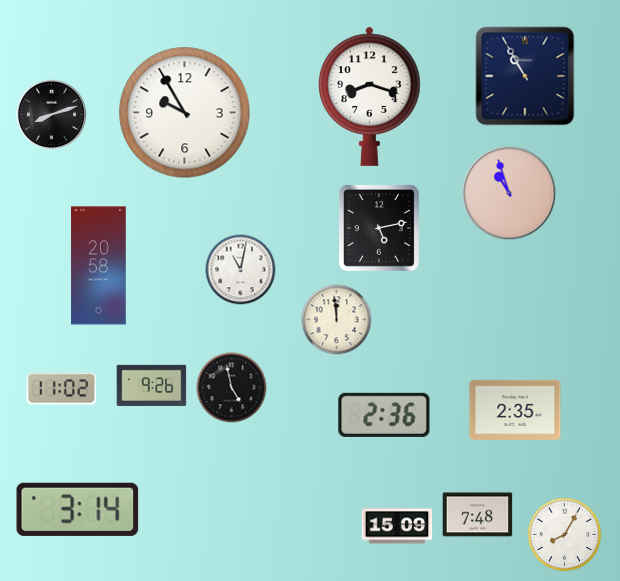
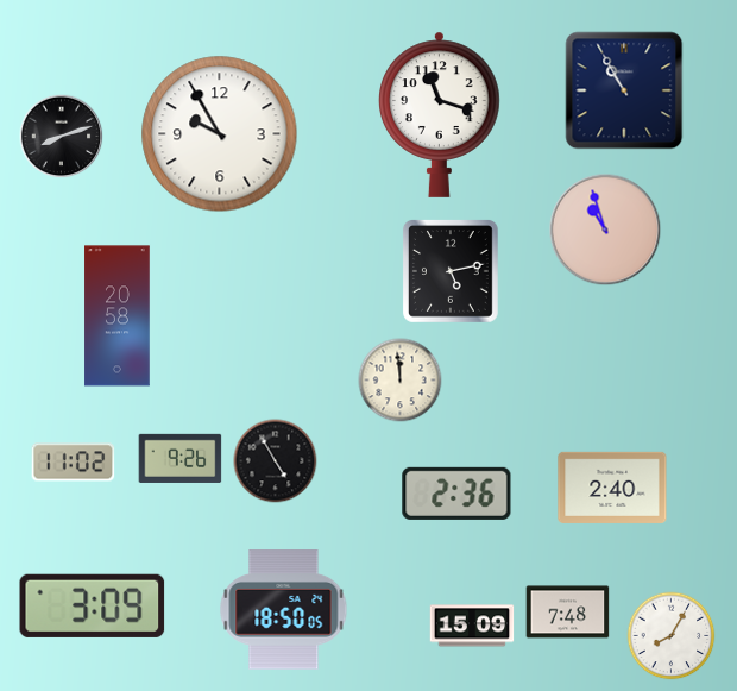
clock at (370, 96): 8:18 -> 11:18
clock at (241, 270): 11:02 -> none
clock at (232, 388): 4:58 -> 4:55
clock at (515, 410): 2:35 -> 2:40
clock at (78, 509): 3:14 -> 3:09
clock at (284, 610): none -> 18:50
